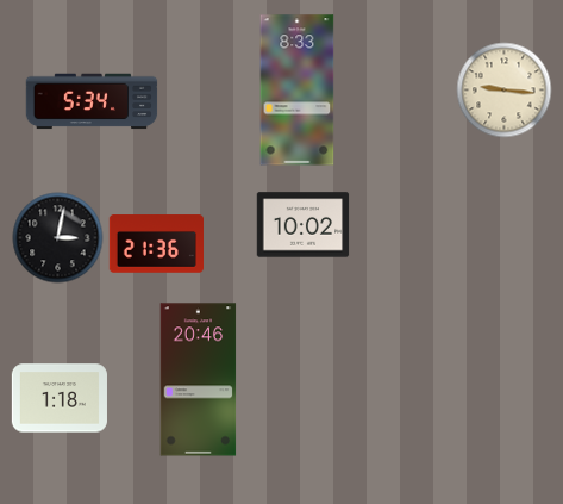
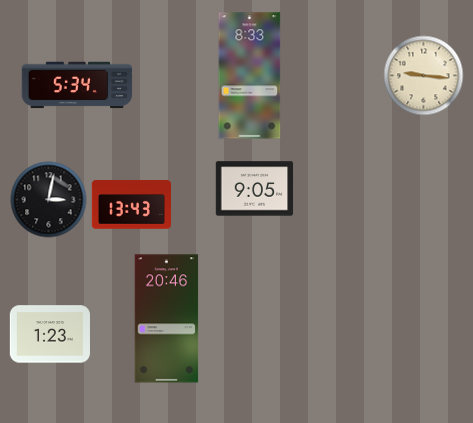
clock at (304, 225): 10:02 -> 9:05
clock at (156, 244): 21:36 -> 13:43
clock at (60, 398): 1:18 -> 1:23
